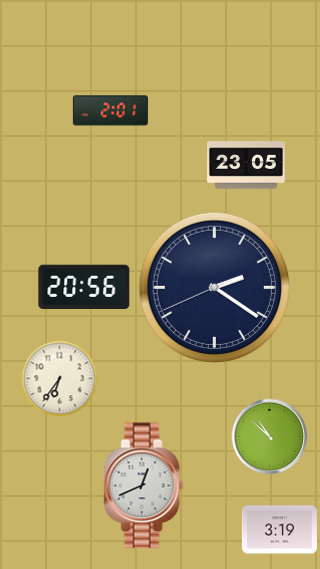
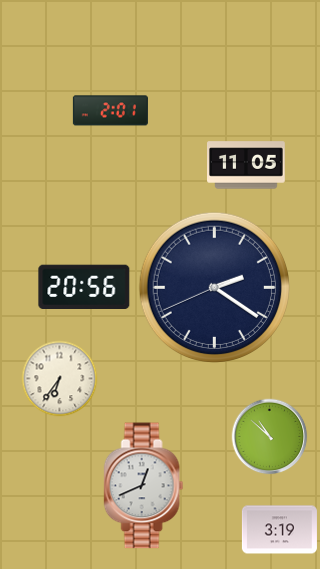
clock at (247, 165): 23:05 -> 11:05
